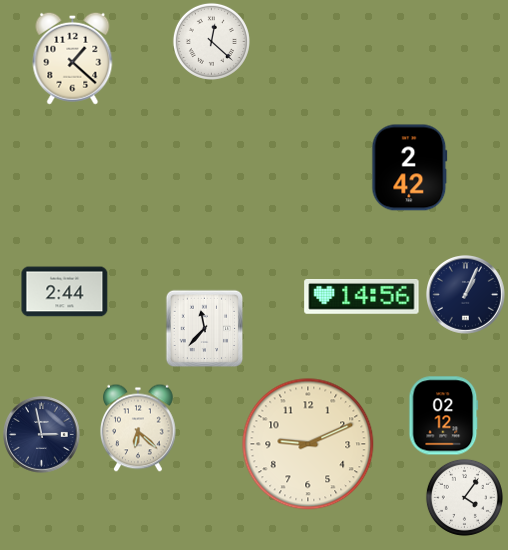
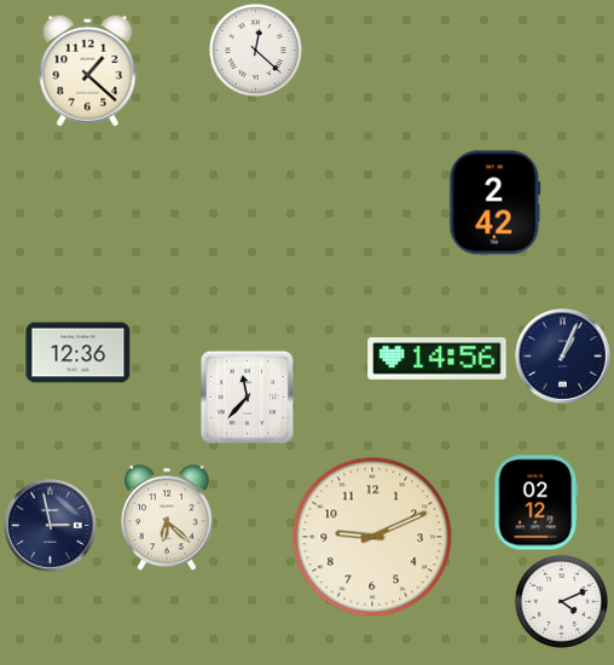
clock at (65, 292): 2:44 -> 12:36
clock at (464, 497): 4:06 -> 4:11
